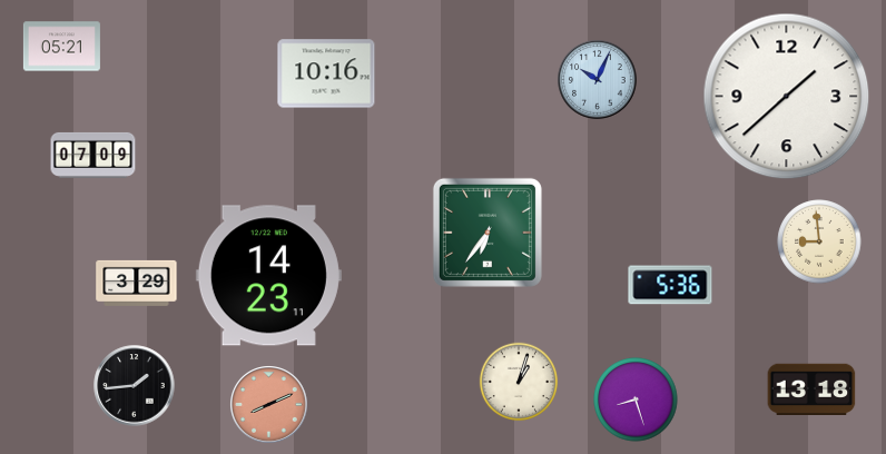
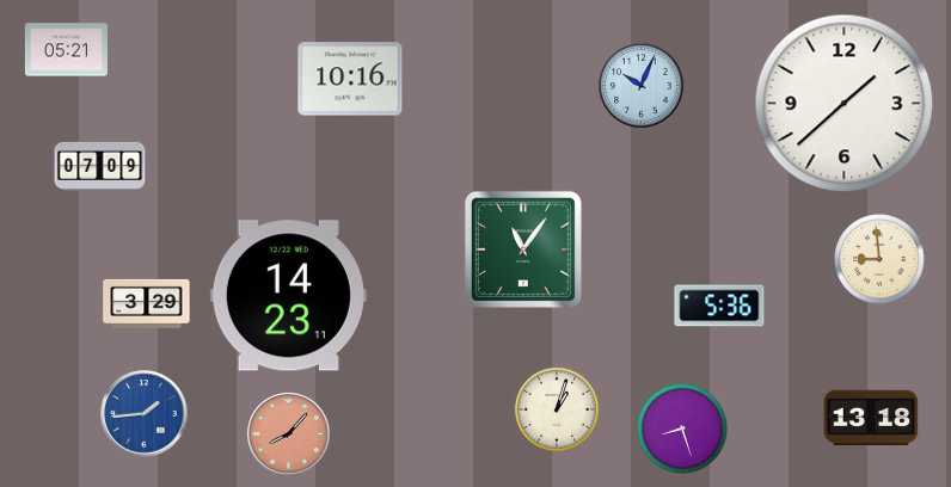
clock at (488, 233): 6:36 -> 11:06
clock at (135, 386) dial: black -> blue
clock at (269, 405): 8:11 -> 8:07
